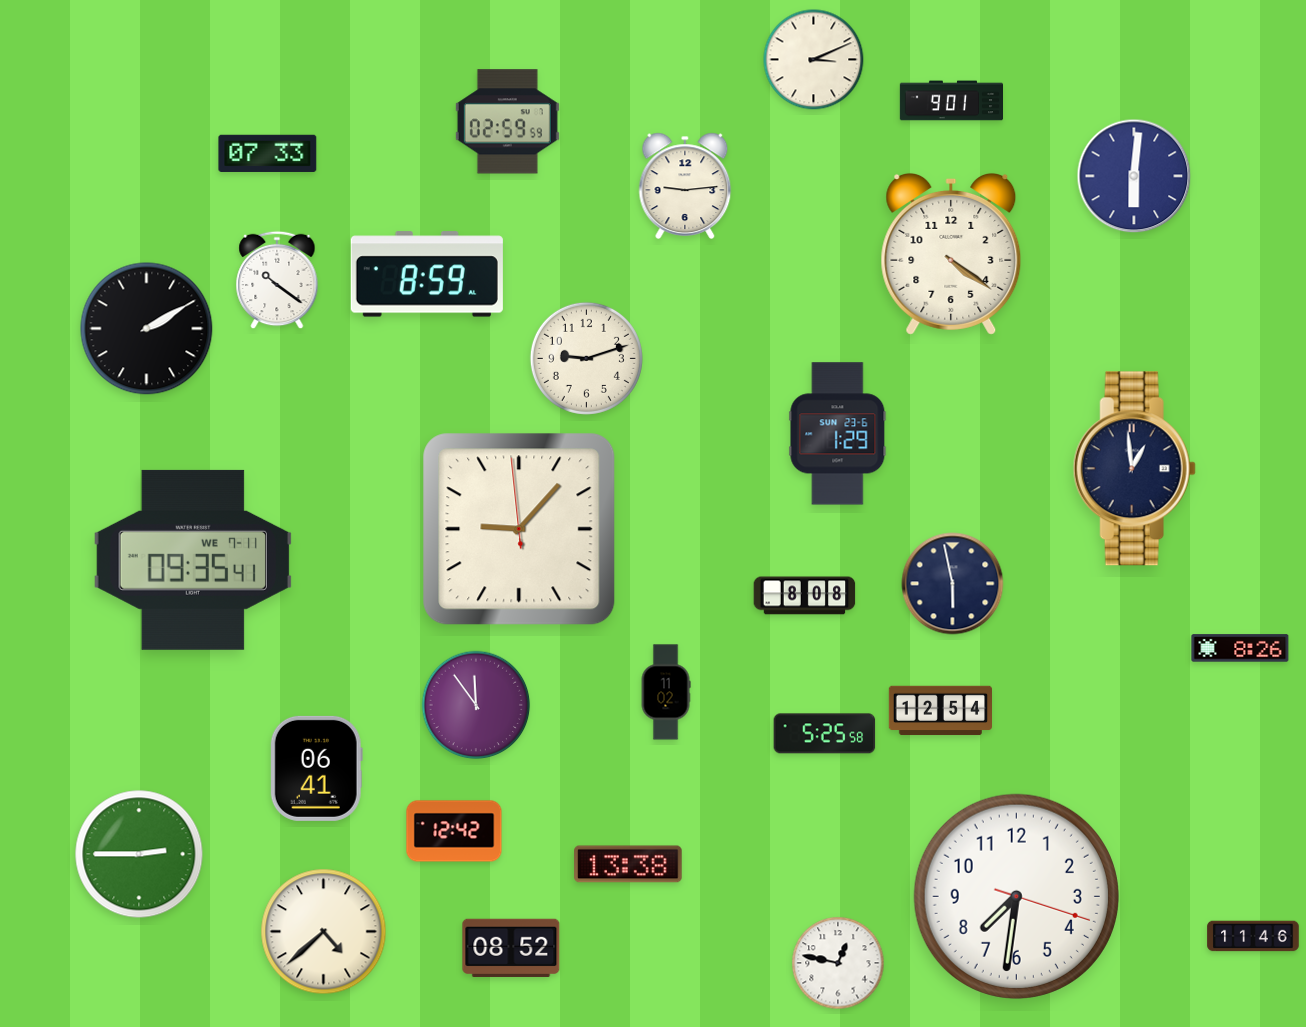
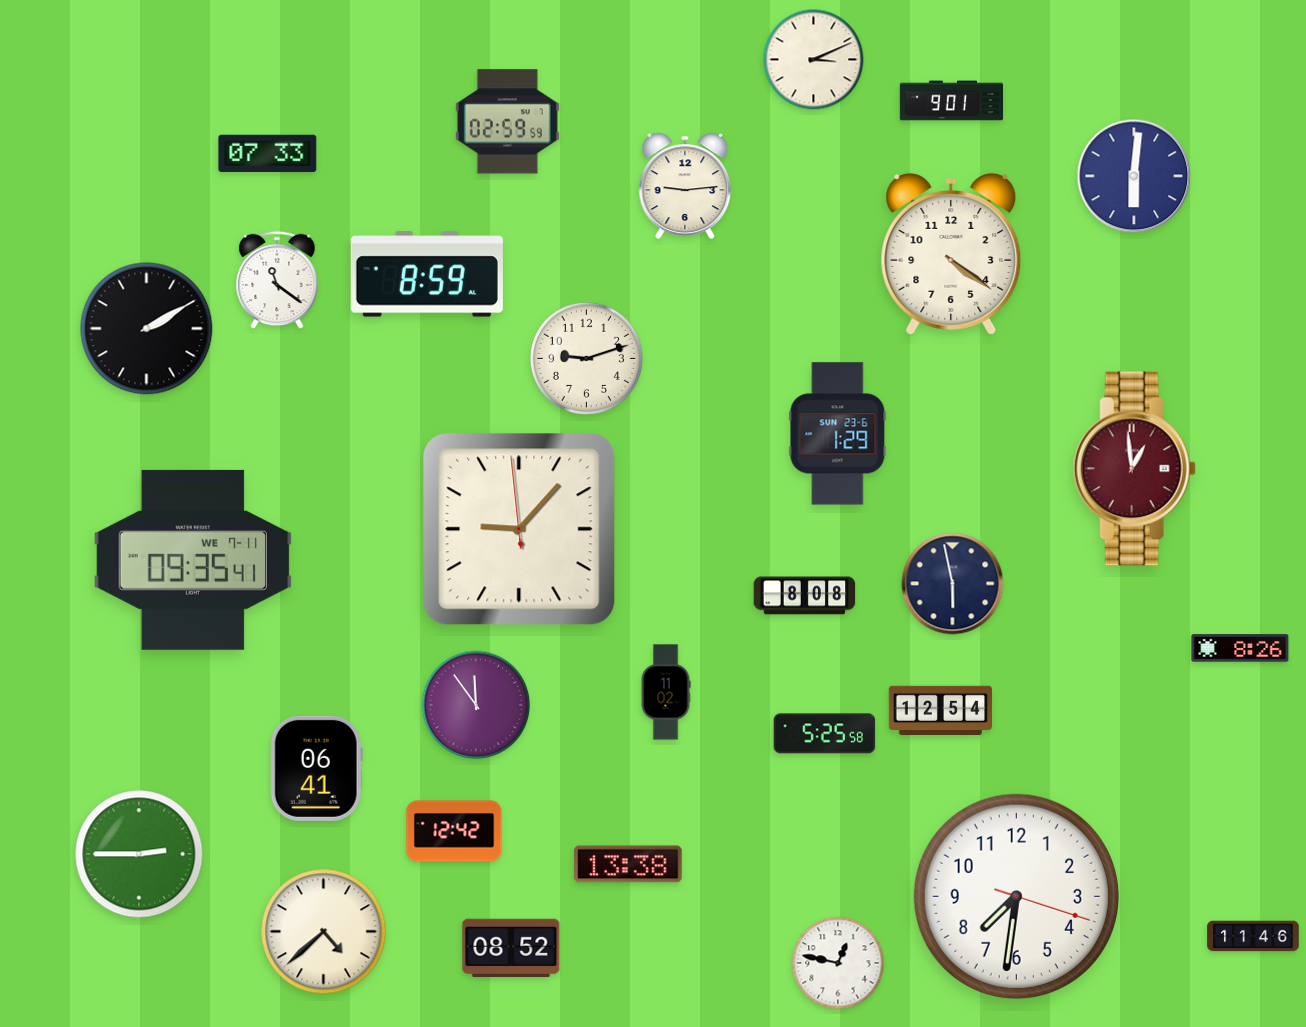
clock at (277, 280): 10:21 -> 11:21
clock at (1134, 469) dial: navy -> burgundy
